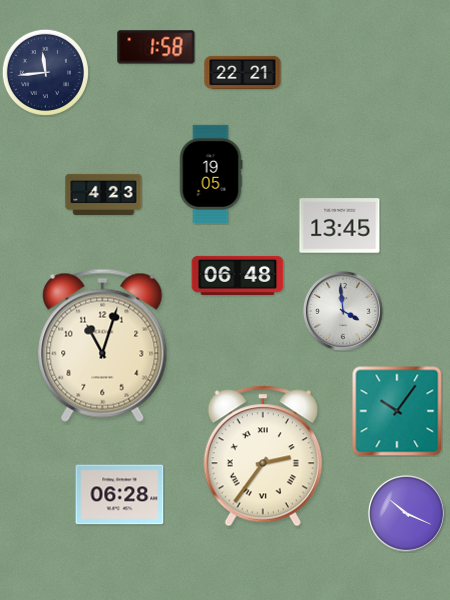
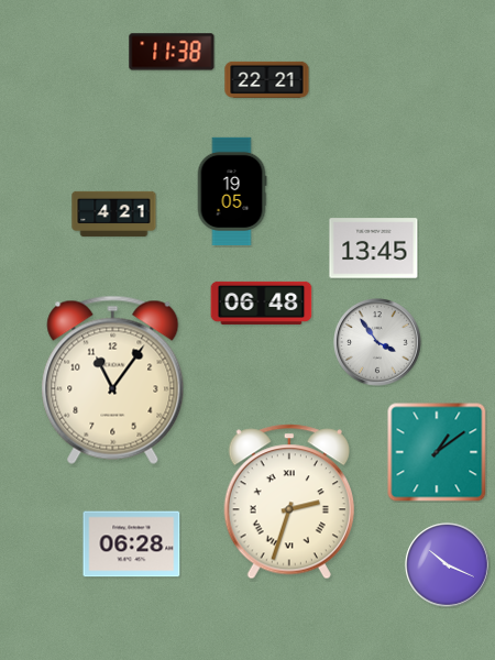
clock at (156, 47): 1:58 -> 11:38
clock at (45, 72): 11:44 -> none
clock at (104, 194): 4:23 -> 4:21
clock at (344, 312): 3:59 -> 3:54
clock at (103, 345): 11:03 -> 11:06
clock at (397, 411): 10:06 -> 1:09
clock at (263, 456): 2:36 -> 2:33
